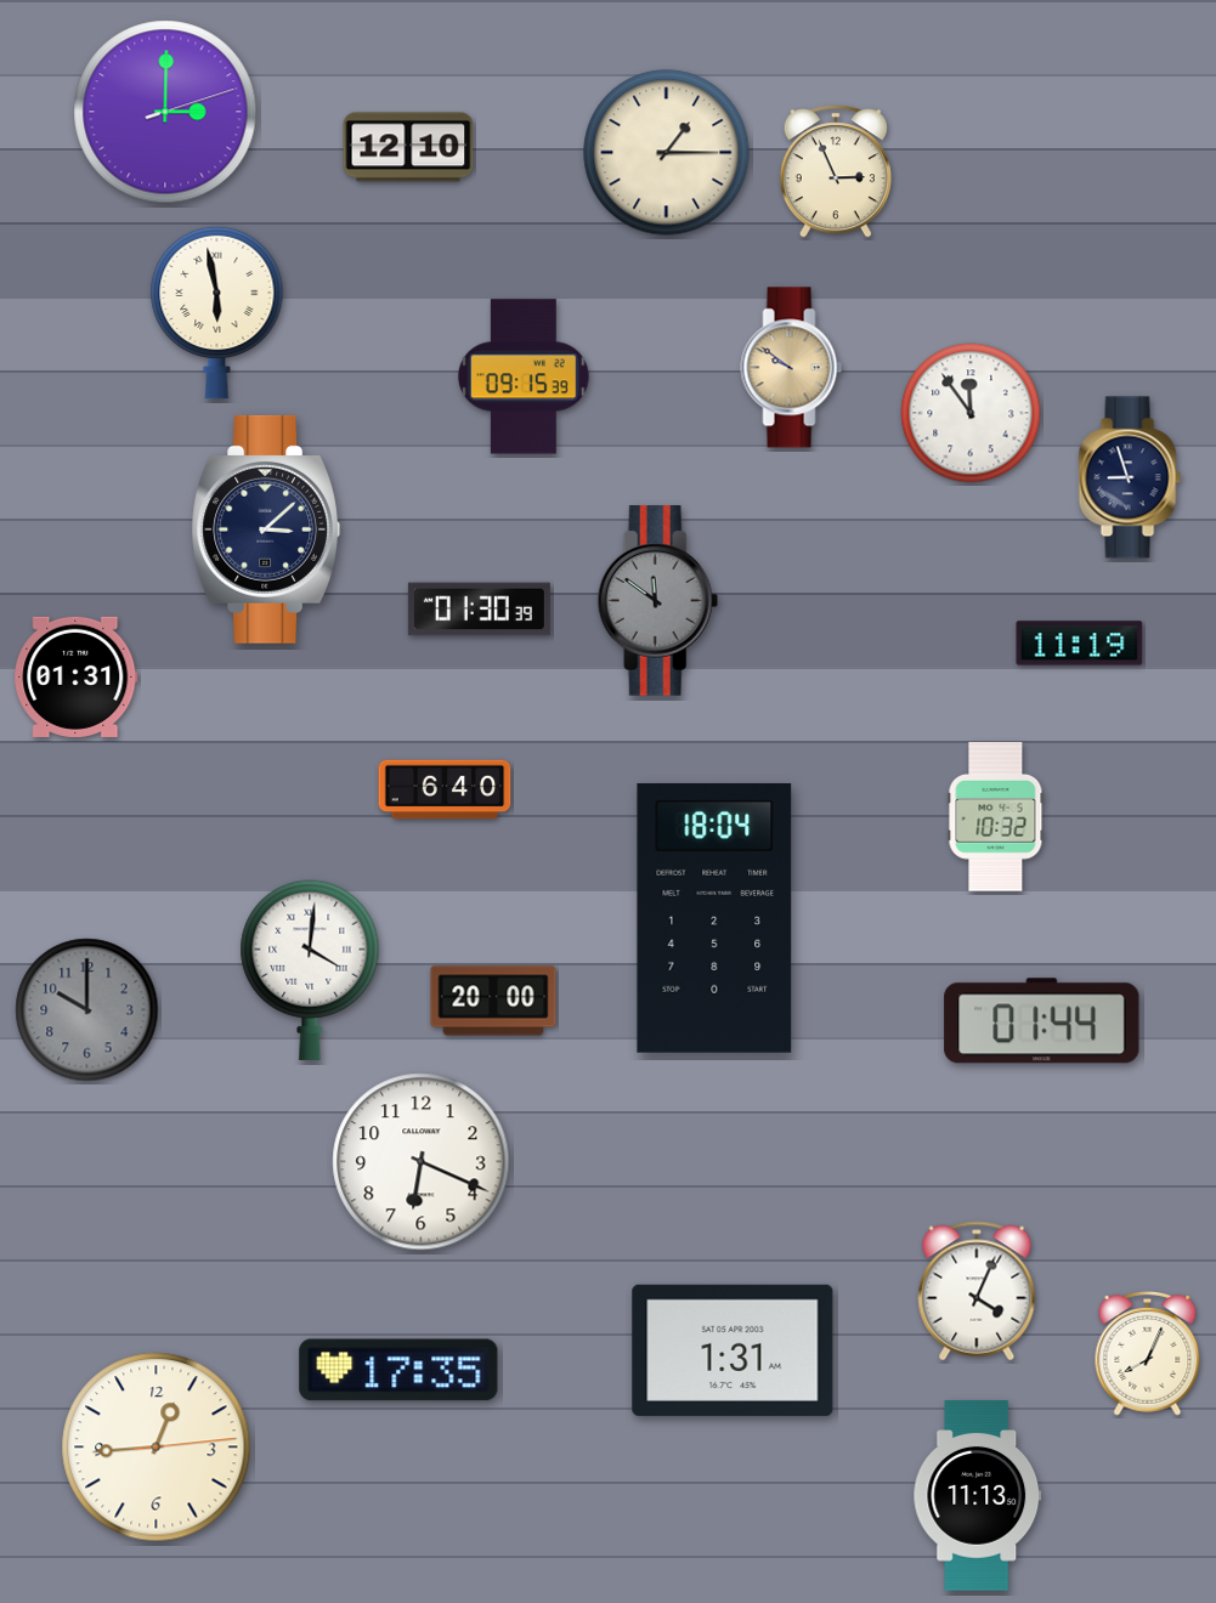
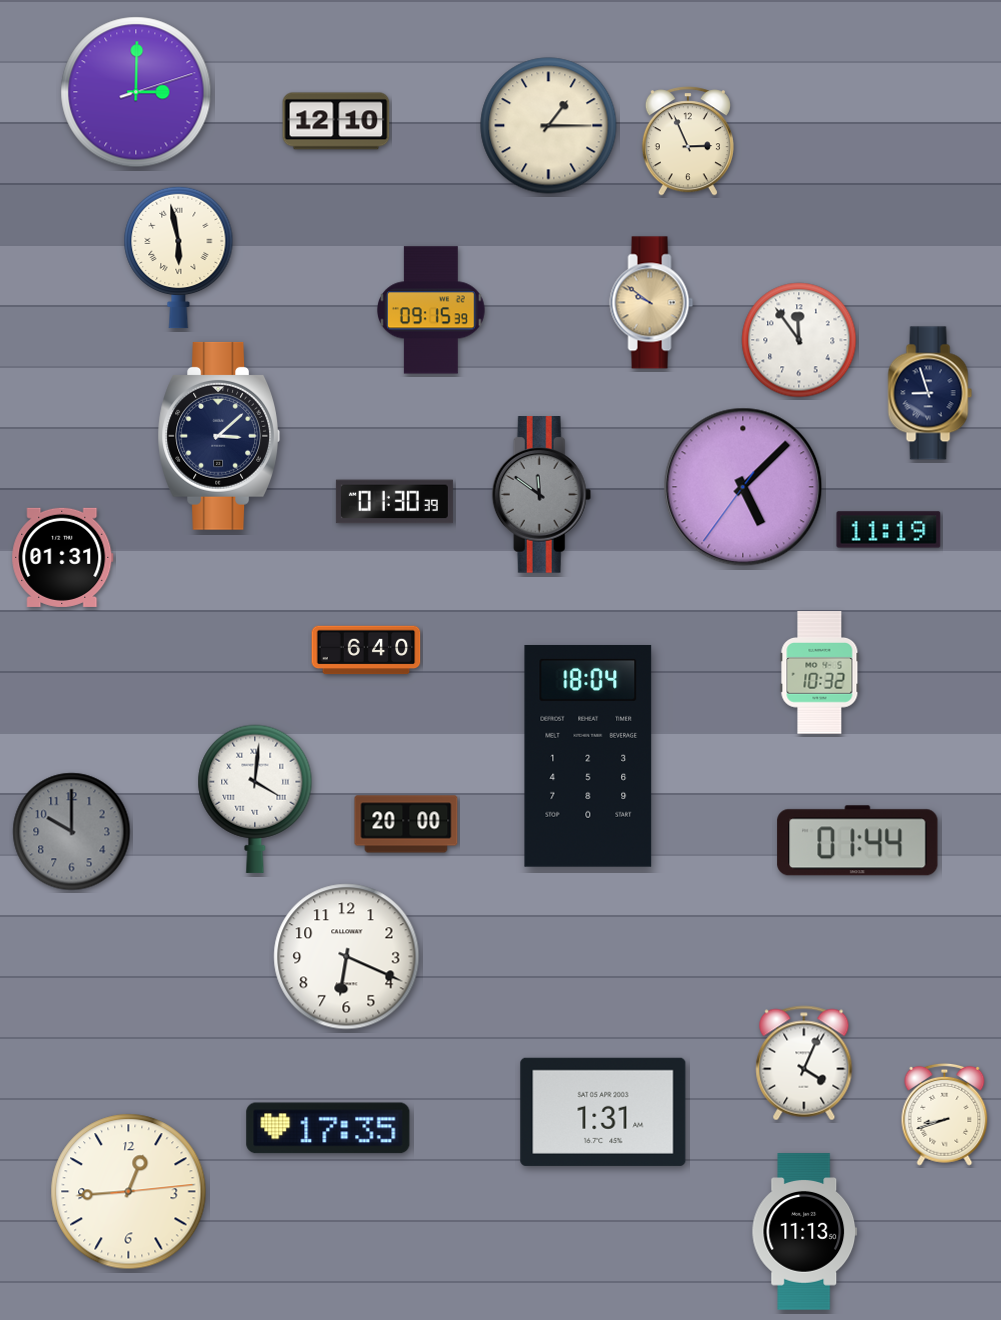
clock at (743, 487): none -> 5:07
clock at (1148, 1353): 8:04 -> 8:42
